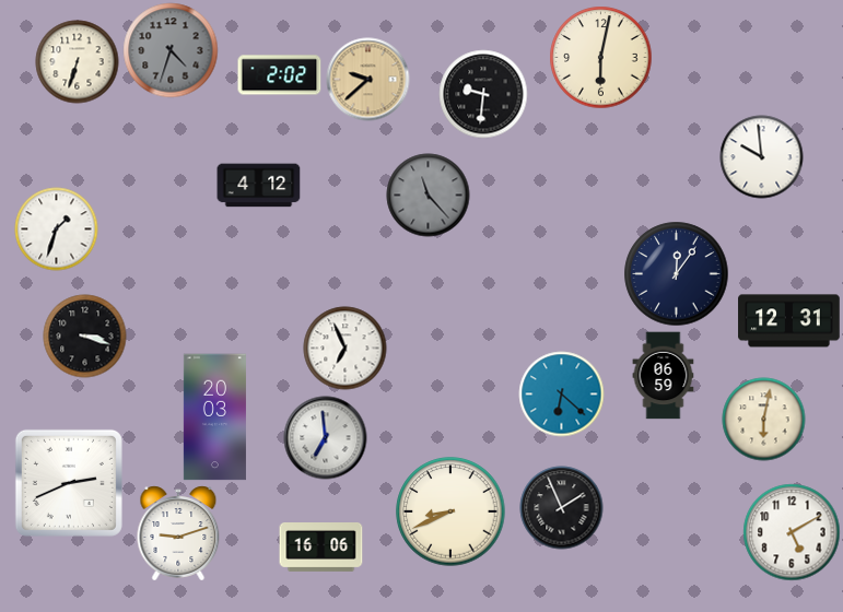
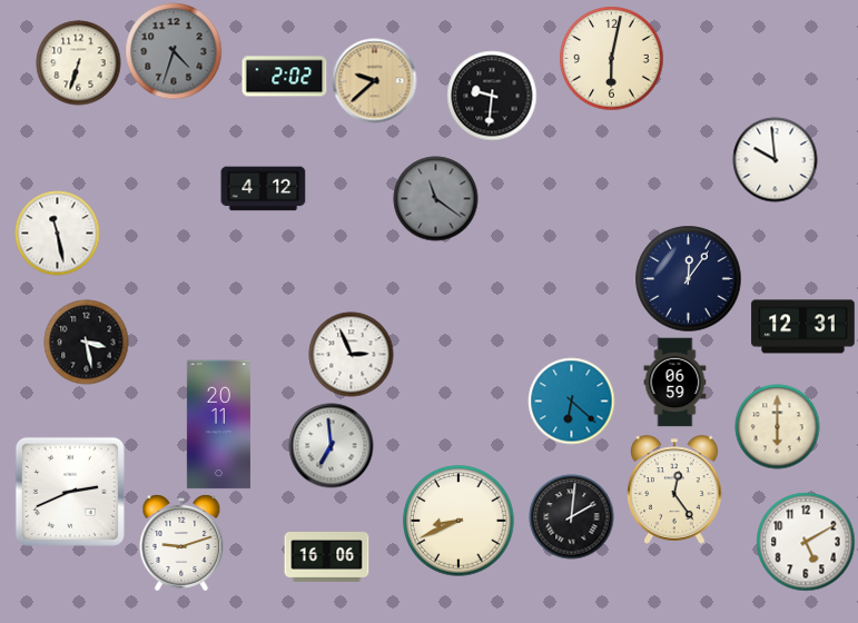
clock at (429, 196): 11:23 -> 11:21
clock at (57, 229): 1:33 -> 11:28
clock at (85, 337): 3:18 -> 3:28
clock at (346, 349): 6:56 -> 2:56
clock at (214, 417): 20:03 -> 20:11
clock at (764, 420): 6:02 -> 6:00
clock at (675, 489): none -> 12:24
clock at (562, 508): 1:56 -> 2:01
